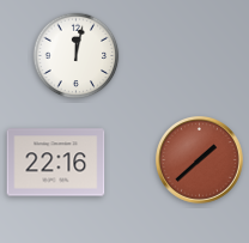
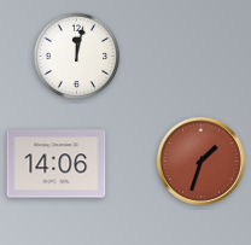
clock at (200, 160): 1:38 -> 1:33
clock at (56, 163): 22:16 -> 14:06
